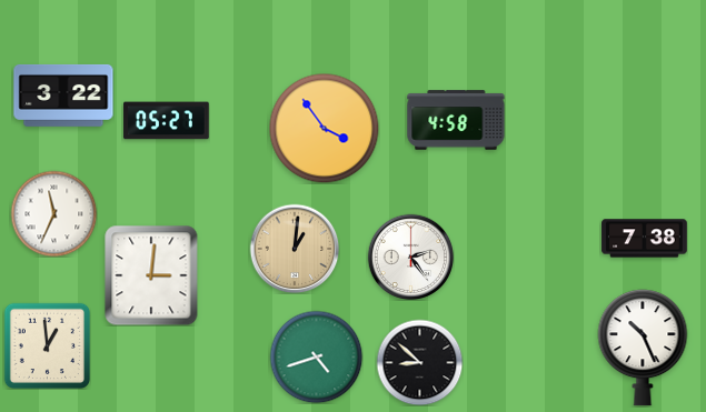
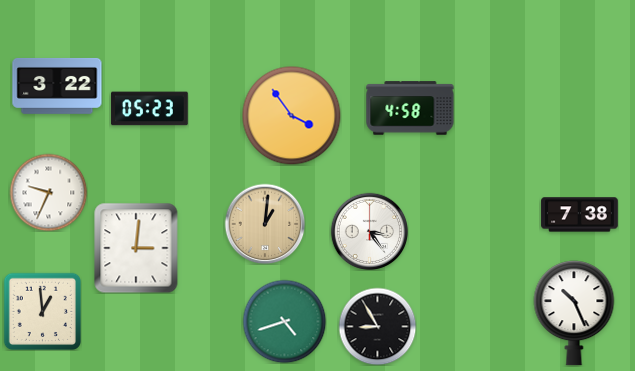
clock at (167, 121): 05:27 -> 05:23
clock at (53, 213): 11:34 -> 9:34
clock at (410, 257): 2:24 -> 3:24
clock at (643, 348) position: (643, 348) -> (574, 313)
clock at (419, 362): 8:52 -> 8:55
